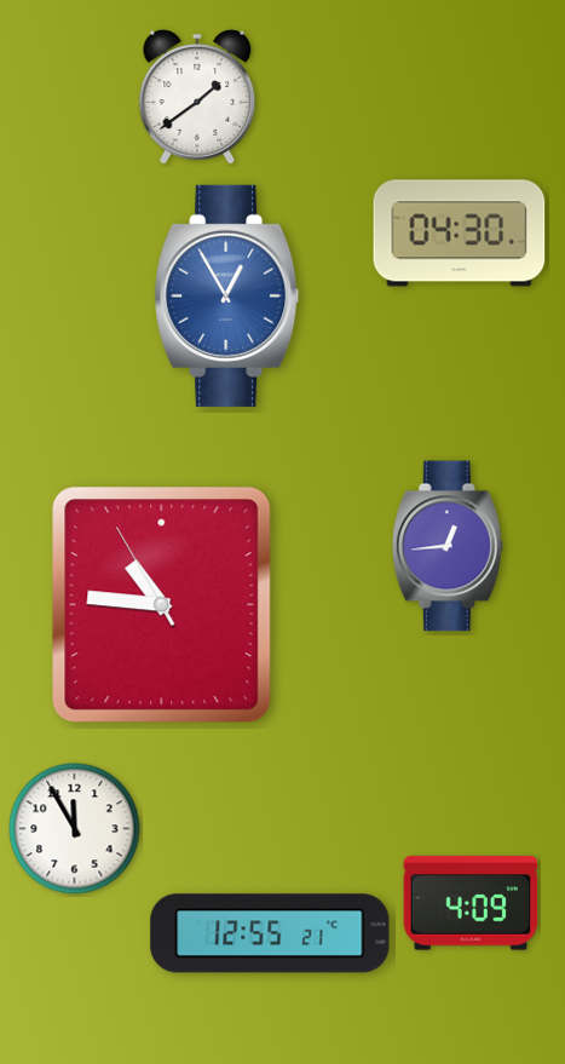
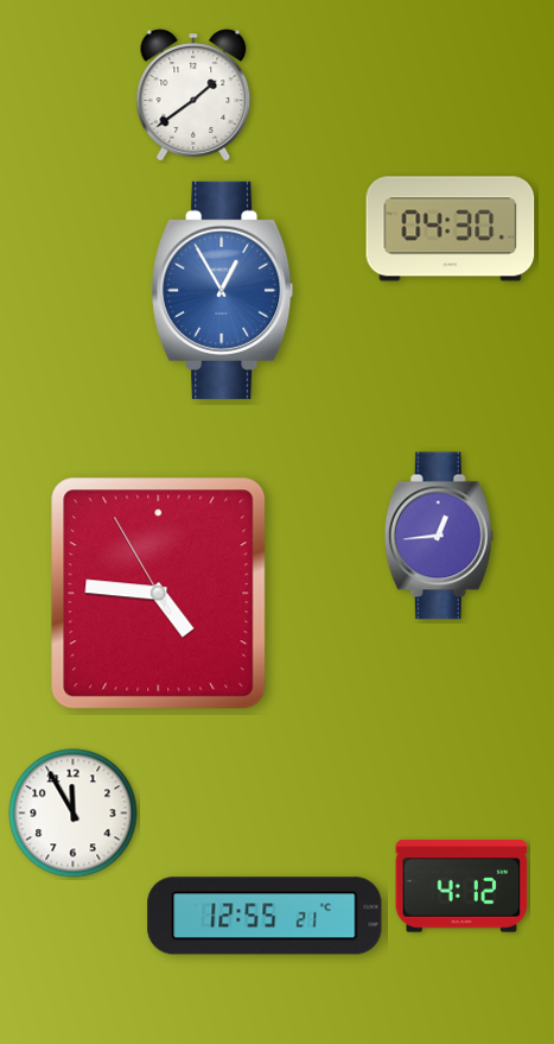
clock at (162, 605): 10:45 -> 4:45
clock at (471, 903): 4:09 -> 4:12
